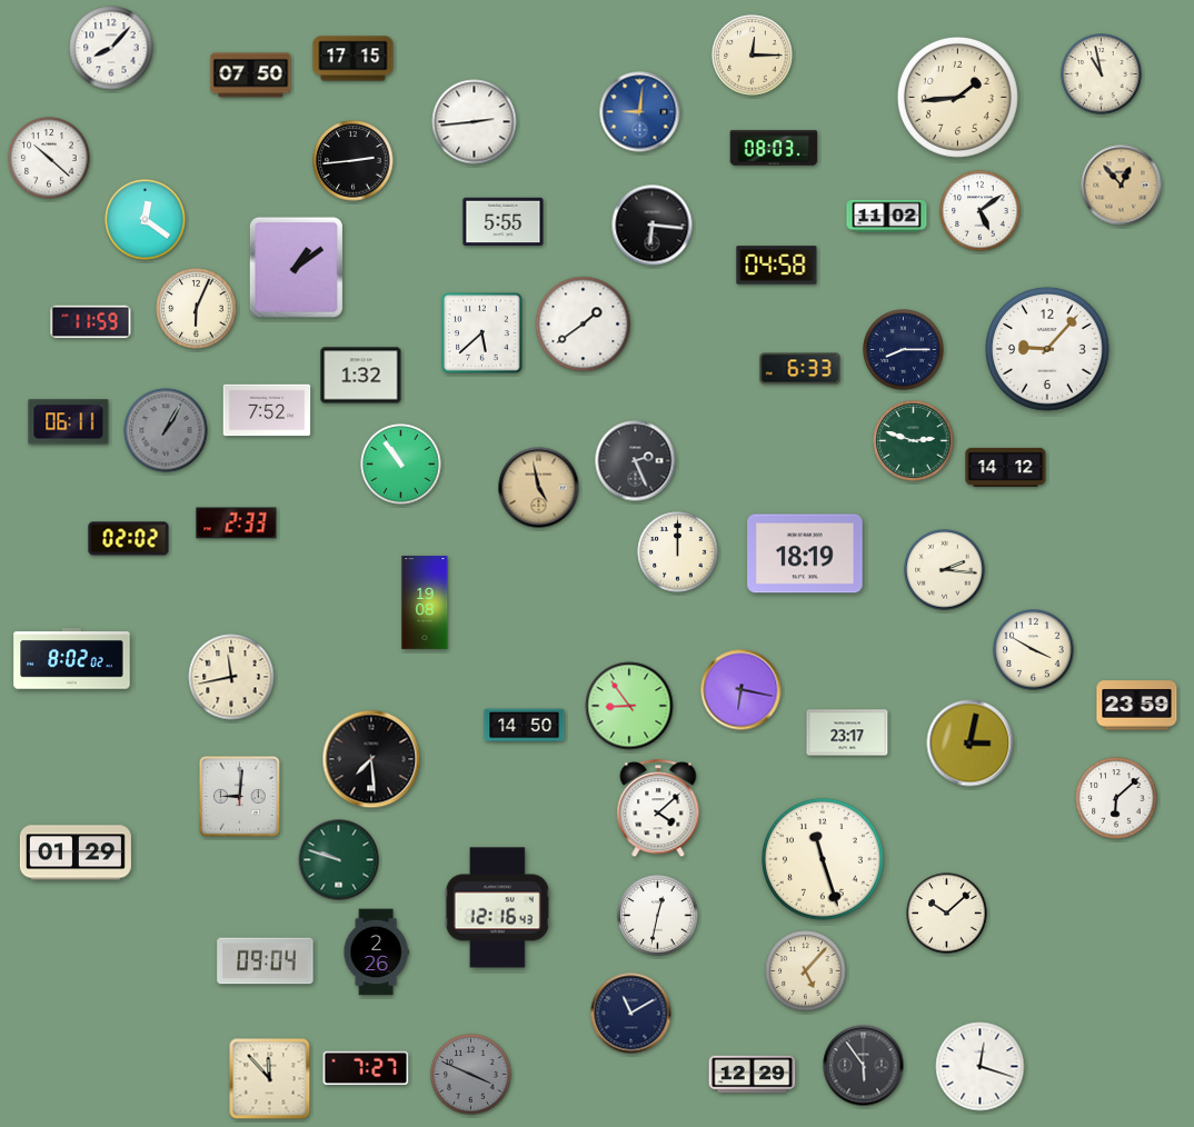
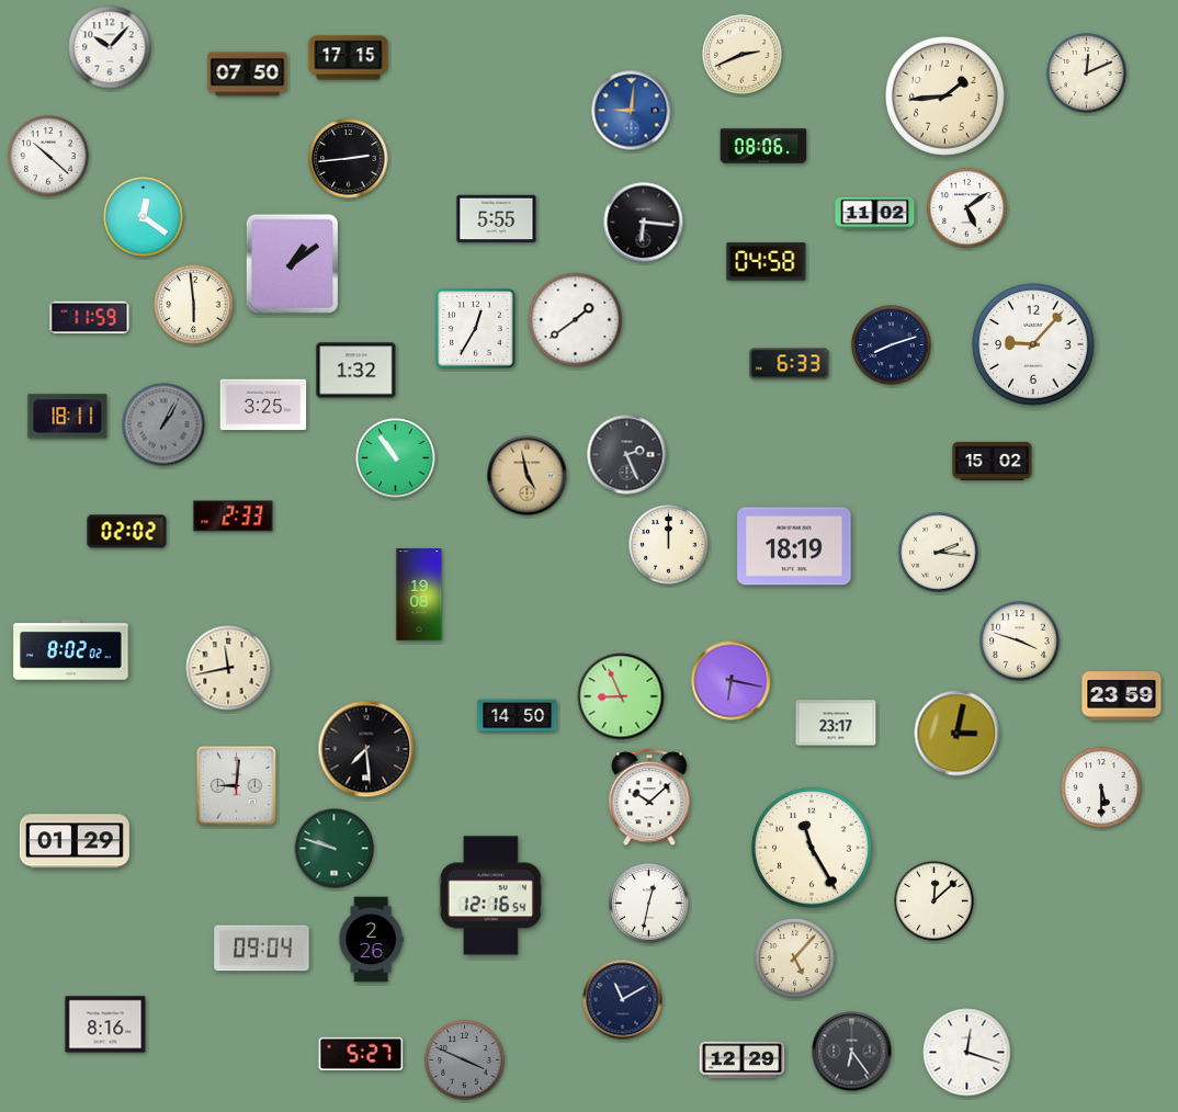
clock at (111, 48): 8:07 -> 10:07
clock at (753, 56): 12:15 -> 2:41
clock at (1102, 74): 10:58 -> 12:11
clock at (475, 122): 2:44 -> none
clock at (774, 148): 08:03 -> 08:06
clock at (1122, 186): 12:53 -> none
clock at (197, 309): 6:04 -> 5:59
clock at (482, 333): 5:38 -> 12:35
clock at (904, 350): 8:15 -> 8:12
clock at (267, 410): 7:52 -> 3:25
clock at (69, 422): 06:11 -> 18:11
clock at (914, 441): 2:48 -> none
clock at (1006, 467): 14:12 -> 15:02
clock at (539, 488) position: (539, 488) -> (528, 476)
clock at (945, 570) position: (945, 570) -> (939, 553)
clock at (1034, 650): 3:50 -> 3:48
clock at (629, 706): 8:54 -> 8:56
clock at (1116, 798): 6:08 -> 5:30
clock at (658, 809): 4:08 -> 10:08
clock at (823, 859): 11:27 -> 11:25
clock at (497, 908): 12:16:43 -> 12:16:54
clock at (947, 914): 10:08 -> 12:08
clock at (105, 1024): none -> 8:16
clock at (864, 1066): 5:54 -> 6:24
clock at (366, 1068): 7:27 -> 5:27
clock at (270, 1079): 11:53 -> none
